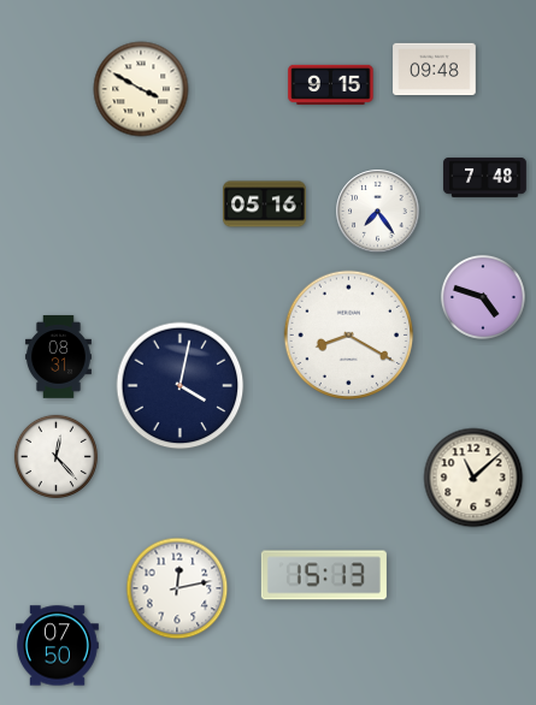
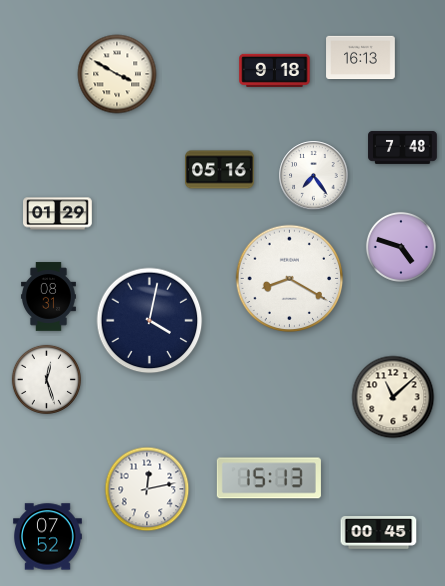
clock at (435, 70): 09:48 -> 16:13
clock at (331, 84): 9:15 -> 9:18
clock at (58, 214): none -> 01:29
clock at (55, 456): 12:23 -> 12:27
clock at (379, 533): none -> 00:45
clock at (58, 646): 07:50 -> 07:52
